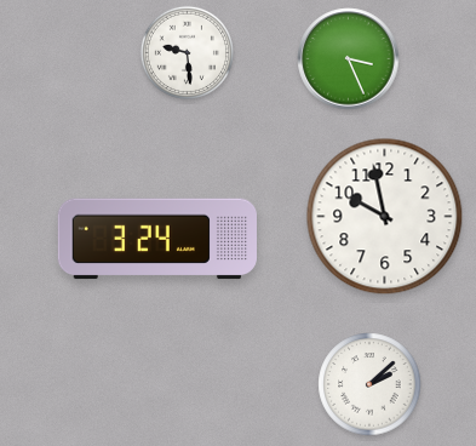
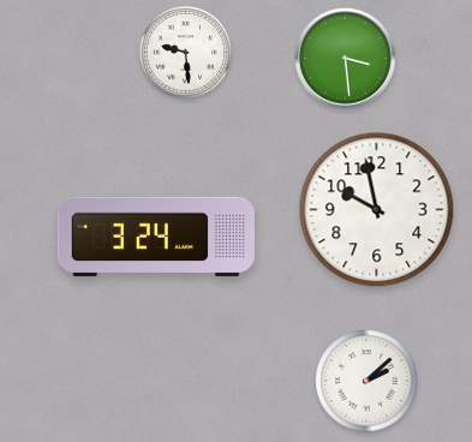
clock at (349, 59): 3:26 -> 3:29
clock at (385, 217) position: (385, 217) -> (377, 210)
